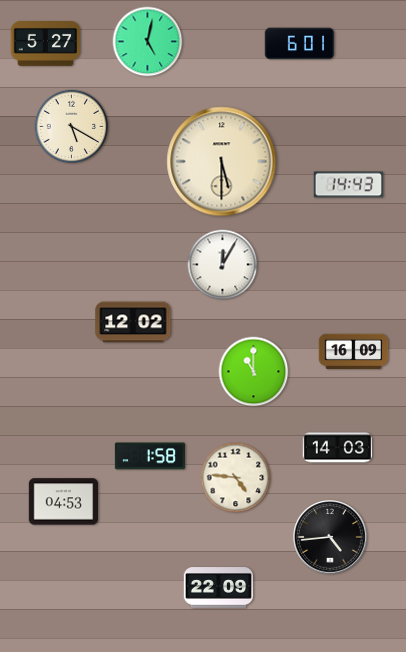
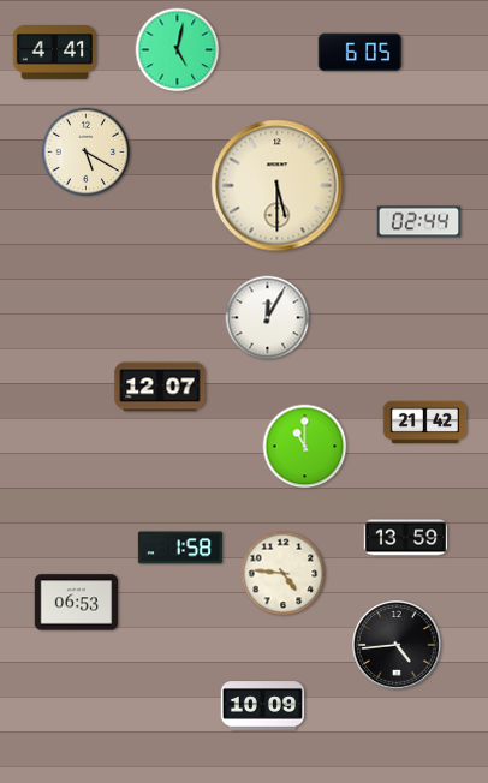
clock at (46, 44): 5:27 -> 4:41
clock at (300, 44): 6:01 -> 6:05
clock at (222, 162) position: (222, 162) -> (278, 186)
clock at (349, 185): 14:43 -> 02:44
clock at (133, 322): 12:02 -> 12:07
clock at (354, 352): 16:09 -> 21:42
clock at (338, 448): 14:03 -> 13:59
clock at (64, 502): 04:53 -> 06:53
clock at (219, 588): 22:09 -> 10:09
